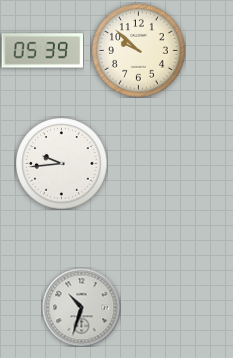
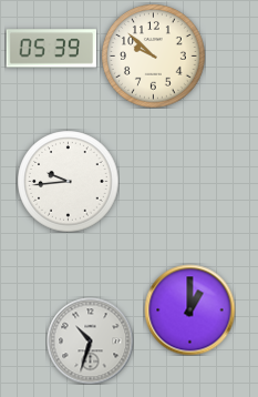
clock at (42, 51) position: (42, 51) -> (51, 49)
clock at (189, 309): none -> 1:00
